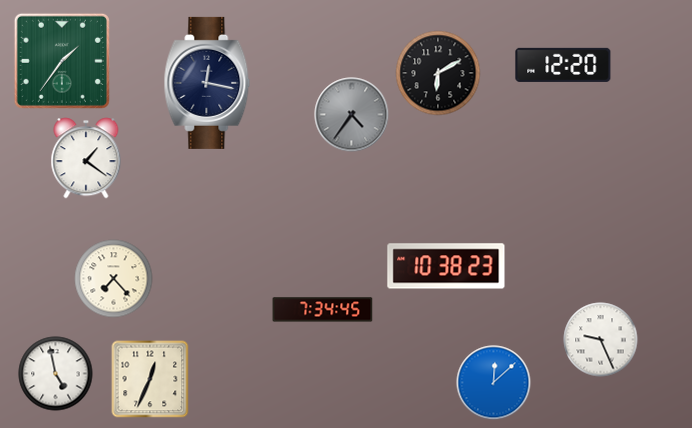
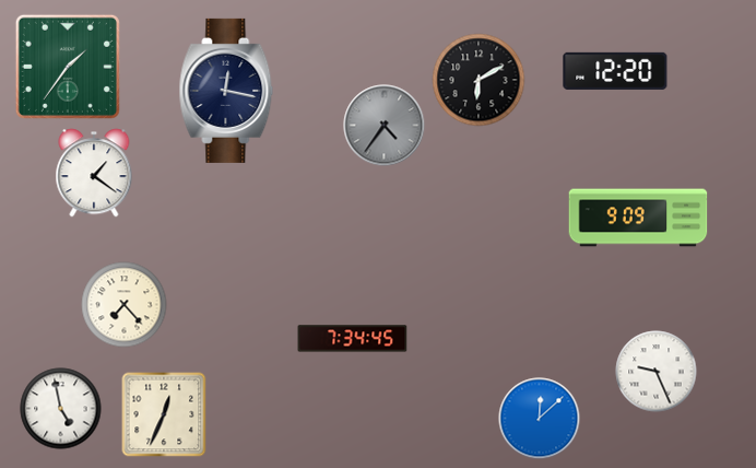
clock at (638, 218): none -> 9:09
clock at (446, 266): 10:38 -> none
